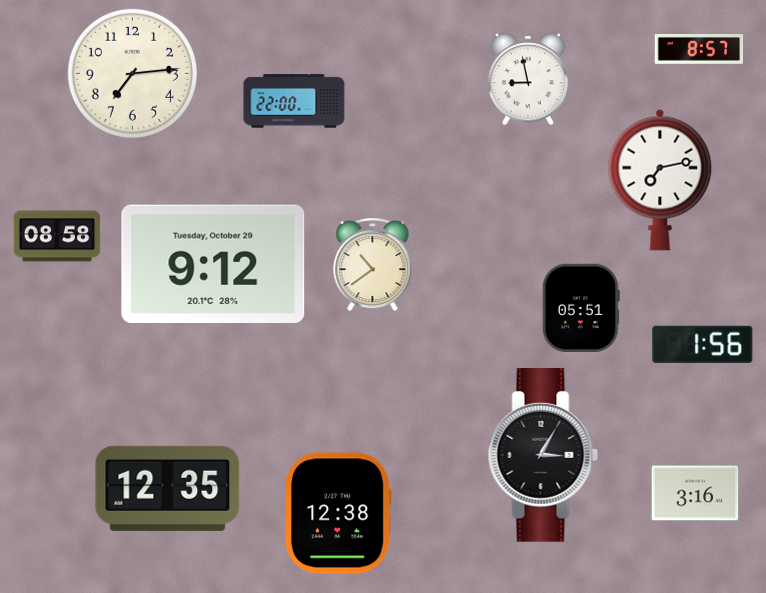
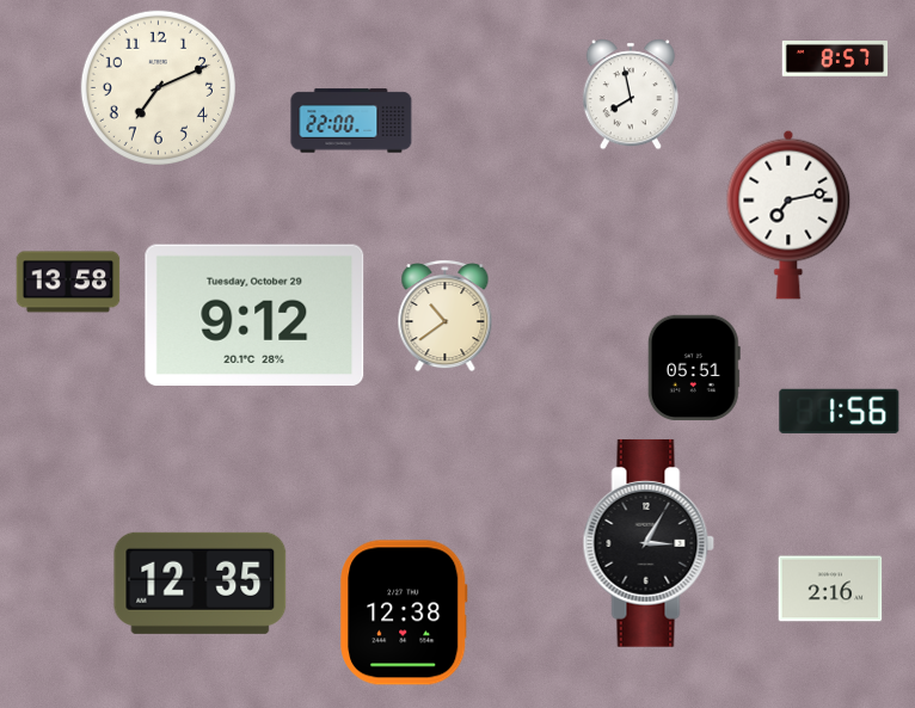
clock at (132, 73): 7:14 -> 7:11
clock at (528, 79): 8:58 -> 7:58
clock at (57, 236): 08:58 -> 13:58
clock at (695, 493): 3:16 -> 2:16
